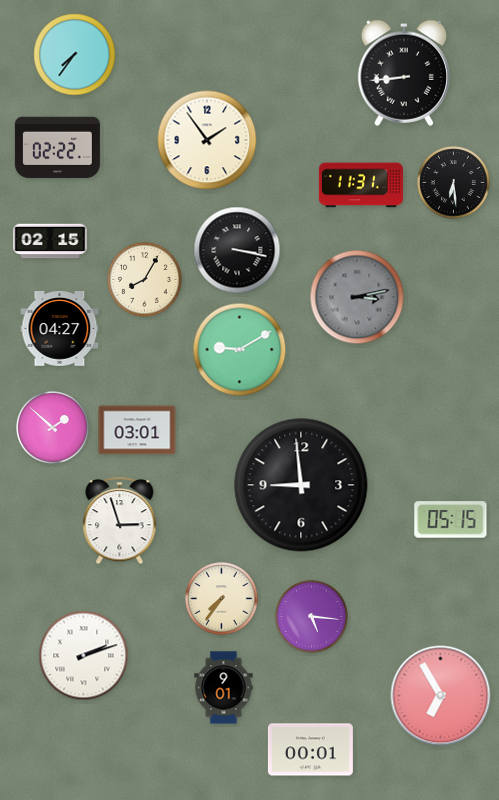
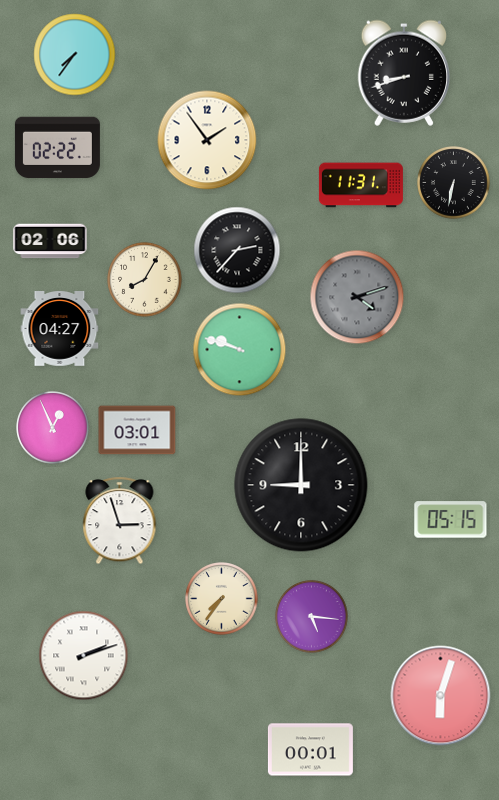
clock at (403, 73): 8:44 -> 8:42
clock at (454, 183): 6:29 -> 6:32
clock at (50, 241): 02:15 -> 02:06
clock at (237, 250): 3:17 -> 2:37
clock at (357, 297): 3:13 -> 4:12
clock at (240, 350): 9:10 -> 9:48
clock at (53, 428): 1:52 -> 12:56
clock at (301, 485): 8:59 -> 9:00
clock at (224, 688): 9:01 -> none
clock at (441, 696): 6:55 -> 6:03
